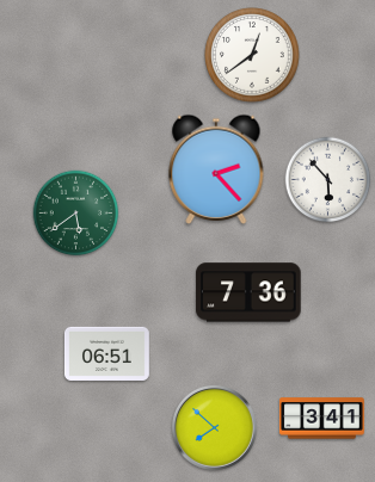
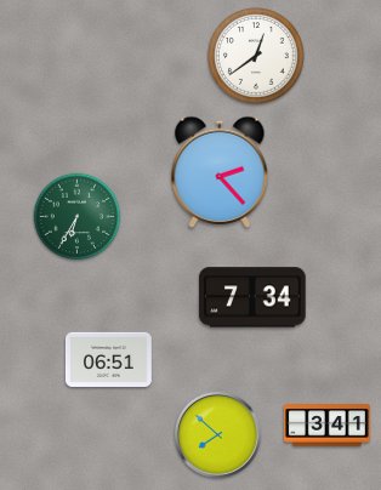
clock at (328, 180): 5:53 -> none
clock at (76, 214): 5:39 -> 6:35
clock at (248, 292): 7:36 -> 7:34
